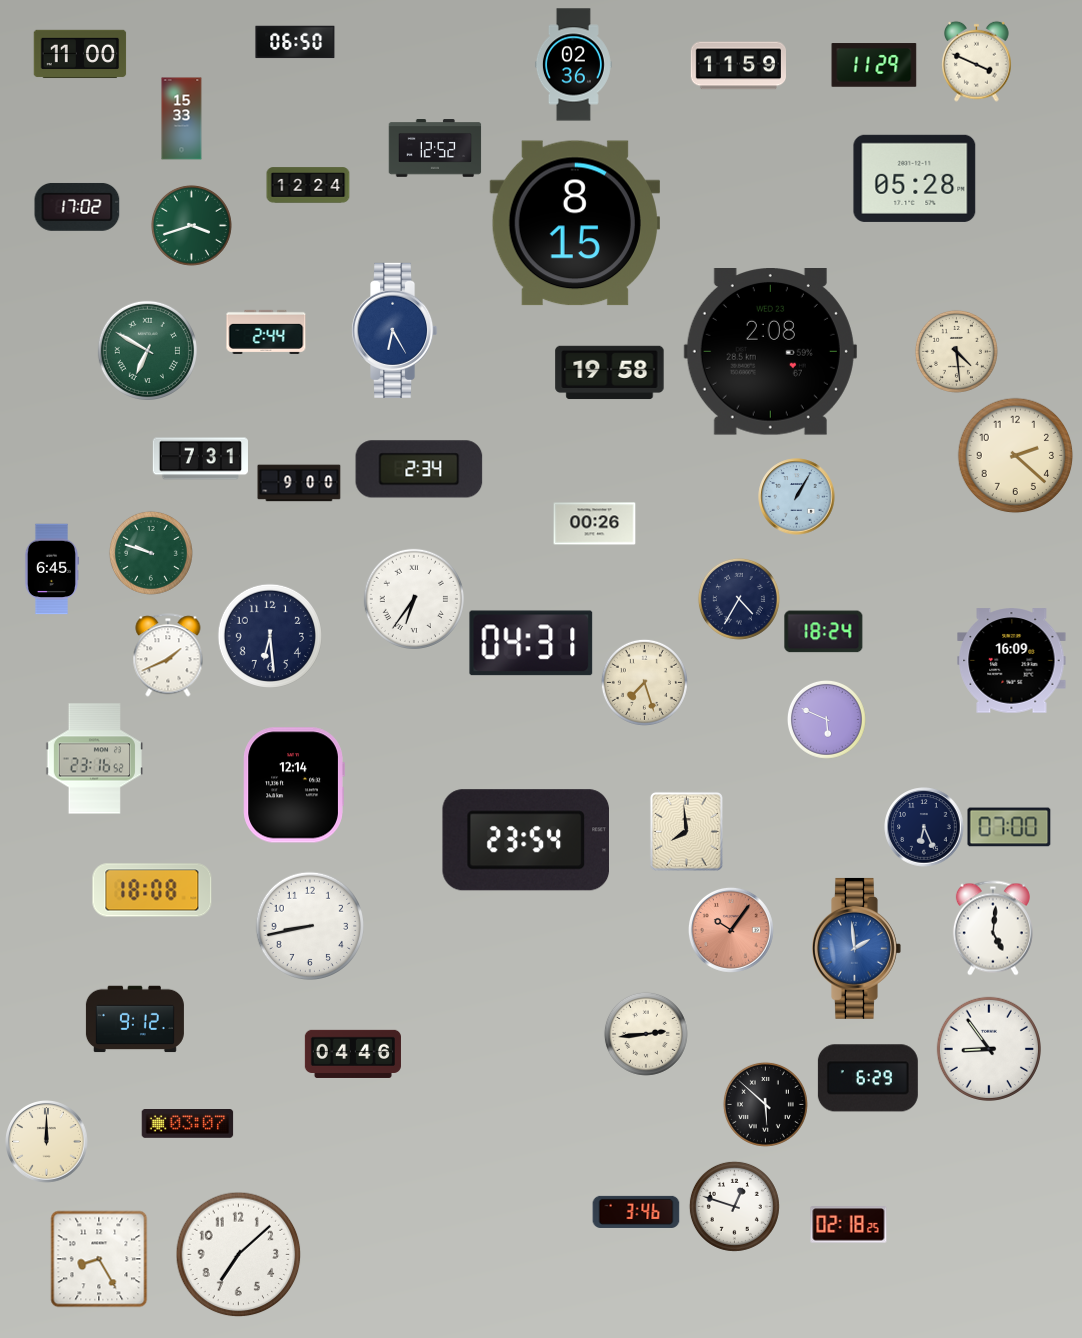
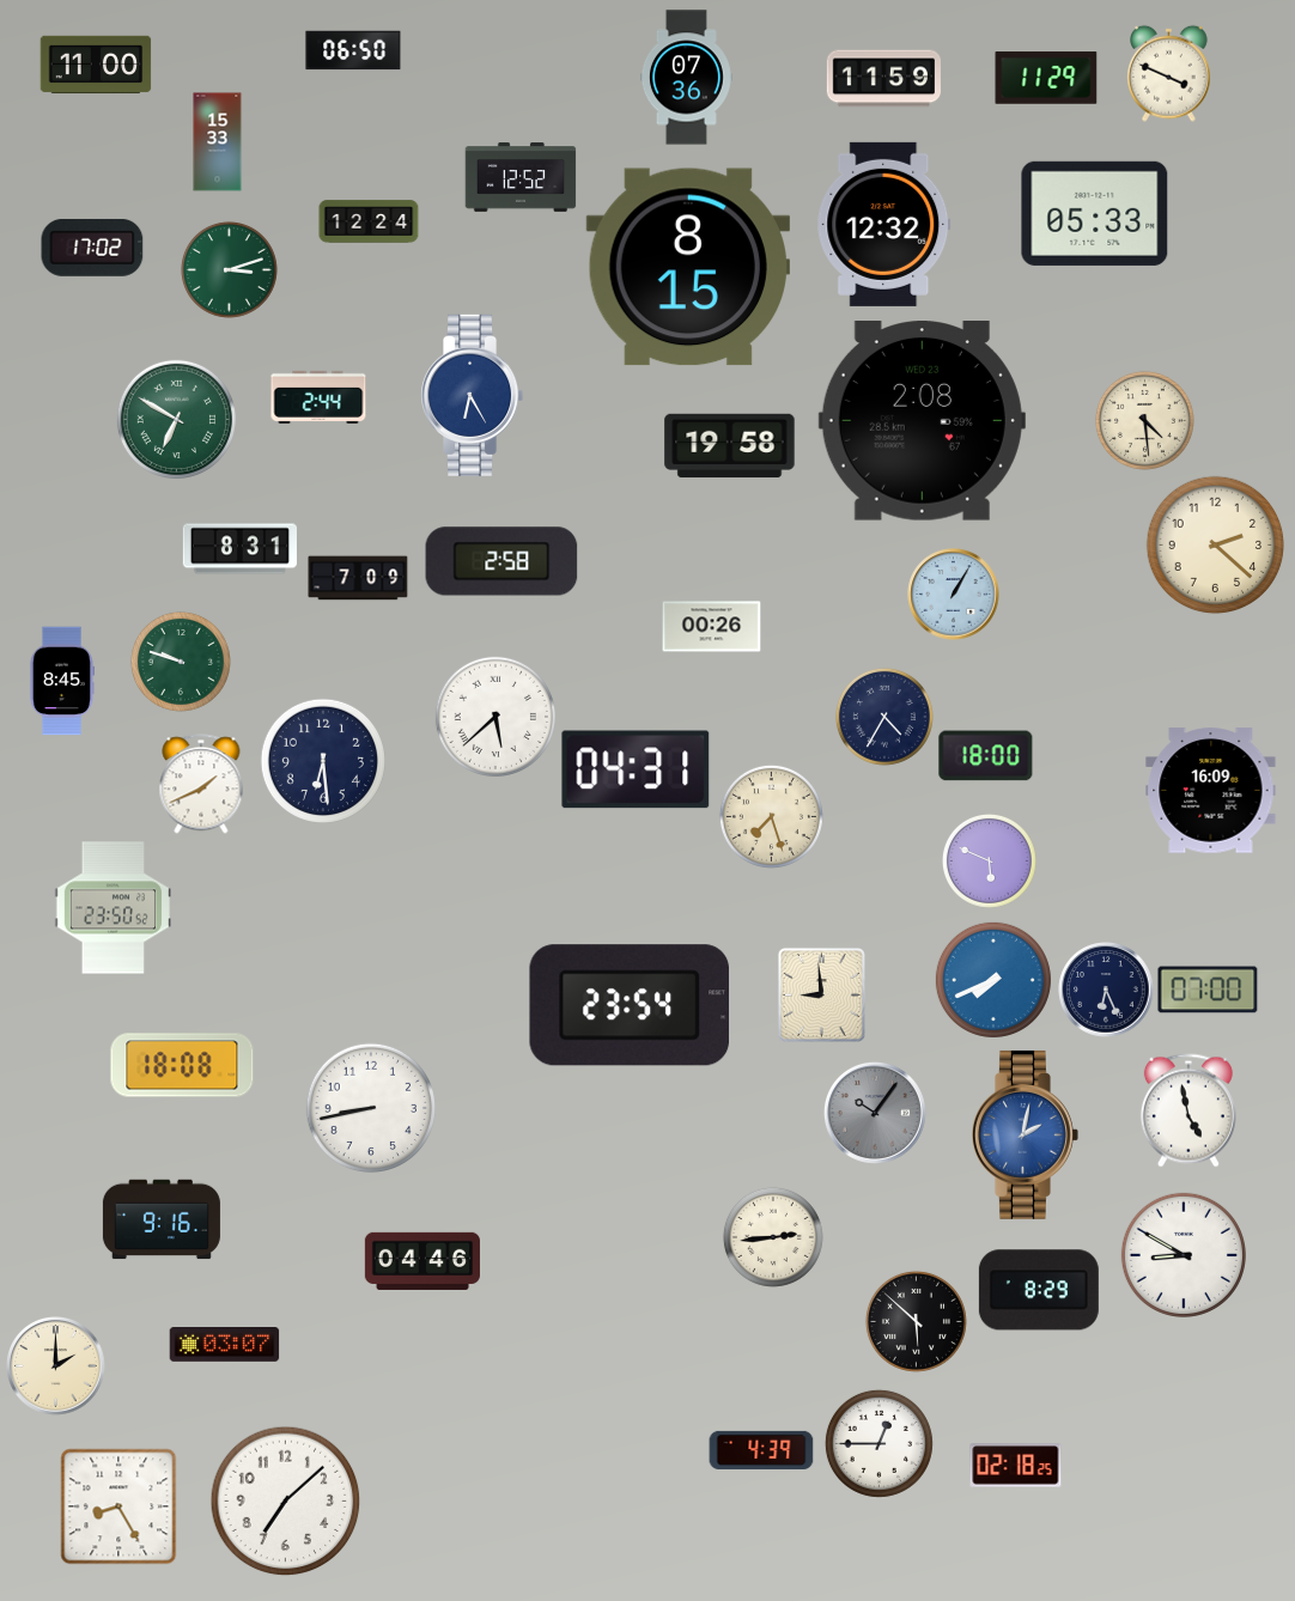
clock at (573, 65): 02:36 -> 07:36
clock at (915, 178): 05:28 -> 05:33
clock at (884, 224): none -> 12:32
clock at (191, 225): 3:42 -> 3:12
clock at (200, 459): 7:31 -> 8:31
clock at (419, 469): 2:34 -> 2:58
clock at (299, 483): 9:00 -> 7:09
clock at (52, 569): 6:45 -> 8:45
clock at (414, 599): 6:36 -> 5:38
clock at (824, 632): 18:24 -> 18:00
clock at (94, 759): 23:16 -> 23:50
clock at (294, 785): 12:14 -> none
clock at (993, 980): none -> 7:41
clock at (686, 831): 7:59 -> 8:59
clock at (993, 928): 5:01 -> 4:58
clock at (731, 930) dial: salmon -> grey
clock at (857, 948): 1:59 -> 2:02
clock at (135, 1019): 9:12 -> 9:16
clock at (989, 1049): 8:54 -> 8:50
clock at (868, 1078): 6:29 -> 8:29
clock at (47, 1142): 12:00 -> 2:00
clock at (734, 1206): 12:48 -> 12:45
clock at (636, 1212): 3:46 -> 4:39
